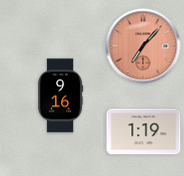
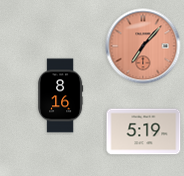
clock at (60, 96): 9:16 -> 8:16
clock at (144, 132): 1:19 -> 5:19
